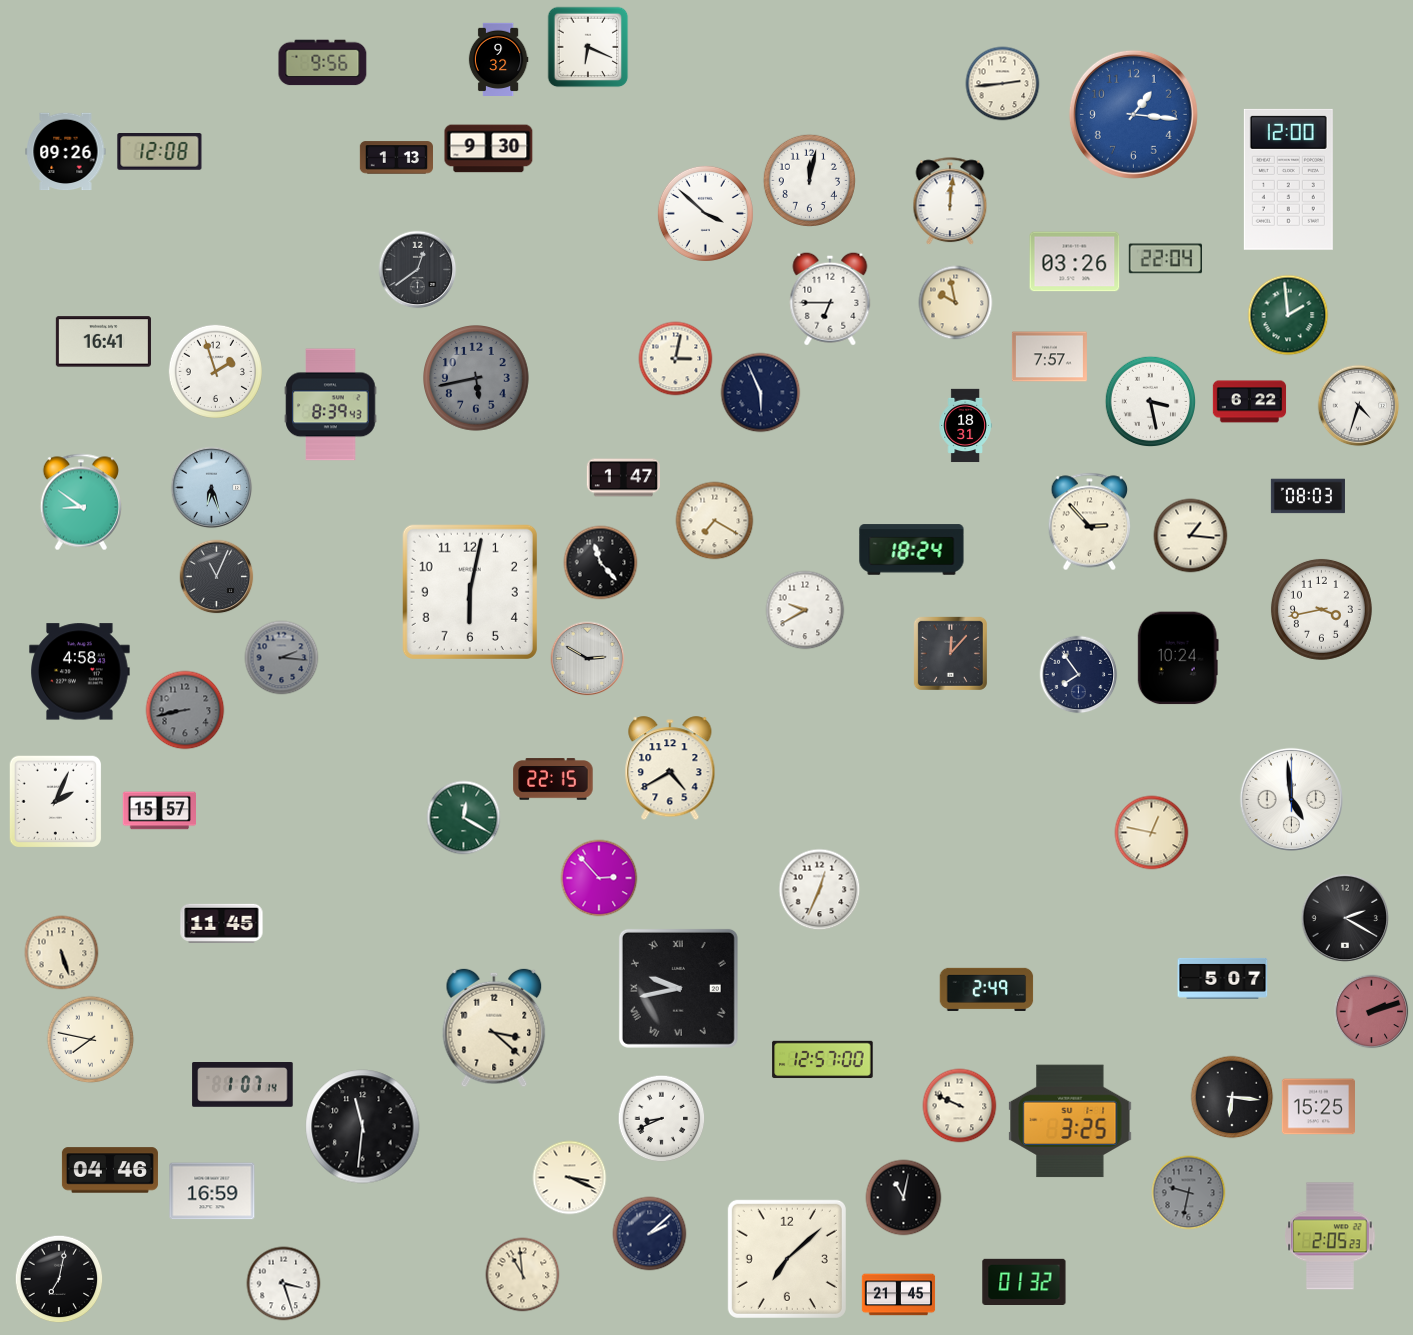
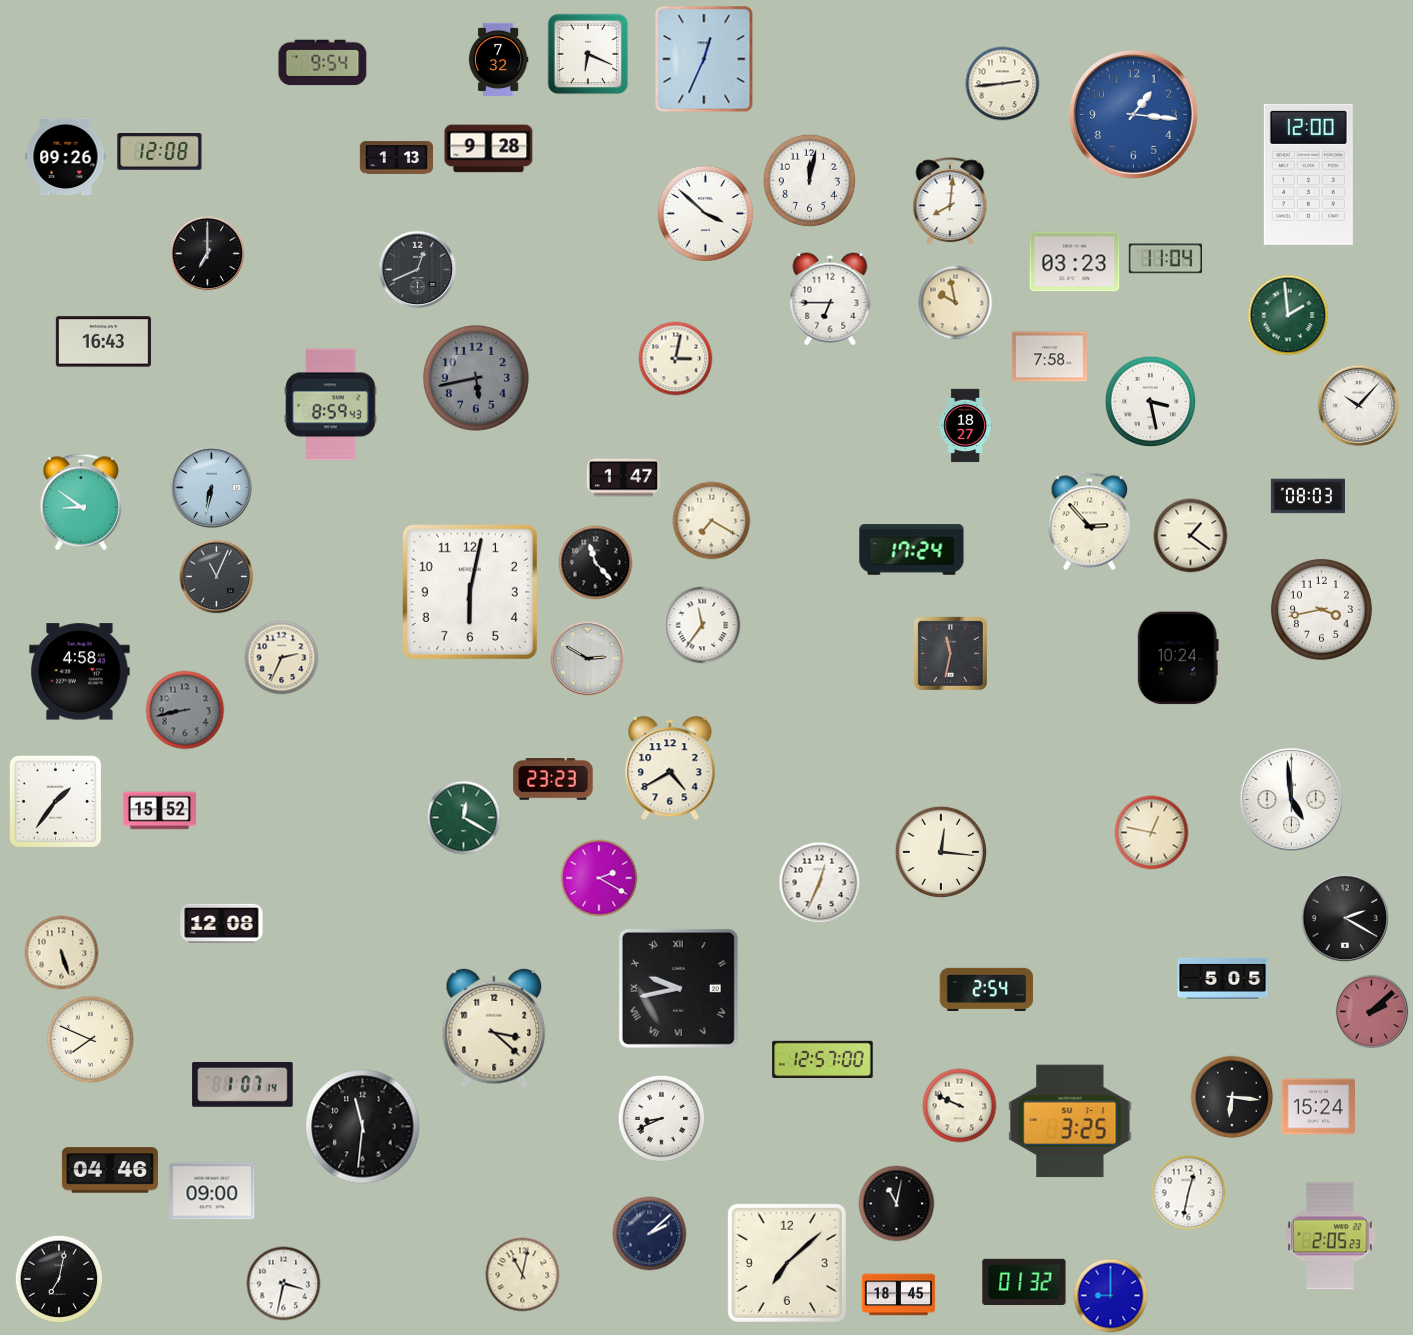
clock at (588, 47) position: (588, 47) -> (588, 54)
clock at (704, 59): none -> 12:34
clock at (498, 60): 9:32 -> 7:32
clock at (323, 63): 9:56 -> 9:54
clock at (489, 149): 9:30 -> 9:28
clock at (66, 152) position: (66, 152) -> (66, 157)
clock at (1288, 179) position: (1288, 179) -> (1308, 174)
clock at (950, 202): 12:01 -> 8:01
clock at (208, 254): none -> 7:00
clock at (1165, 259): 22:04 -> 11:04
clock at (1075, 262): 03:26 -> 03:23
clock at (418, 270): 12:39 -> 12:41
clock at (103, 342): 16:41 -> 16:43
clock at (1049, 357): 7:57 -> 7:58
clock at (215, 371): 1:57 -> none
clock at (761, 393): 5:56 -> none
clock at (1250, 402): 6:22 -> none
clock at (331, 405): 8:39 -> 8:59
clock at (1359, 406): 4:33 -> 10:07
clock at (965, 426): 18:31 -> 18:27
clock at (212, 488): 6:27 -> 6:32
clock at (715, 521) position: (715, 521) -> (712, 521)
clock at (1191, 536): 1:16 -> 1:21
clock at (912, 550): 18:24 -> 17:24
clock at (601, 563) position: (601, 563) -> (596, 563)
clock at (805, 610): 9:40 -> none
clock at (702, 625): none -> 11:36
clock at (950, 653): 12:07 -> 11:32
clock at (282, 658): 2:16 -> 2:34
clock at (282, 658) dial: grey -> cream
clock at (1079, 675): 7:54 -> none
clock at (553, 779): 22:15 -> 23:23
clock at (55, 801): 2:04 -> 1:36
clock at (159, 811): 15:57 -> 15:52
clock at (940, 851): none -> 12:16
clock at (599, 878): 2:53 -> 2:20
clock at (820, 890) position: (820, 890) -> (820, 883)
clock at (222, 923): 11:45 -> 12:08
clock at (1223, 978): 5:07 -> 5:05
clock at (987, 989): 2:49 -> 2:54
clock at (1372, 1012): 2:12 -> 2:08
clock at (91, 1040): 7:47 -> 7:49
clock at (1318, 1107): 15:25 -> 15:24
clock at (570, 1178): 3:19 -> none
clock at (212, 1191): 16:59 -> 09:00
clock at (1189, 1193): 9:32 -> 12:32
clock at (1189, 1193) dial: grey -> white
clock at (904, 1198) position: (904, 1198) -> (897, 1204)
clock at (787, 1259) position: (787, 1259) -> (787, 1263)
clock at (523, 1275): 10:59 -> 11:02
clock at (284, 1284): 3:27 -> 3:32
clock at (899, 1295): 21:45 -> 18:45
clock at (1111, 1296): none -> 9:00
